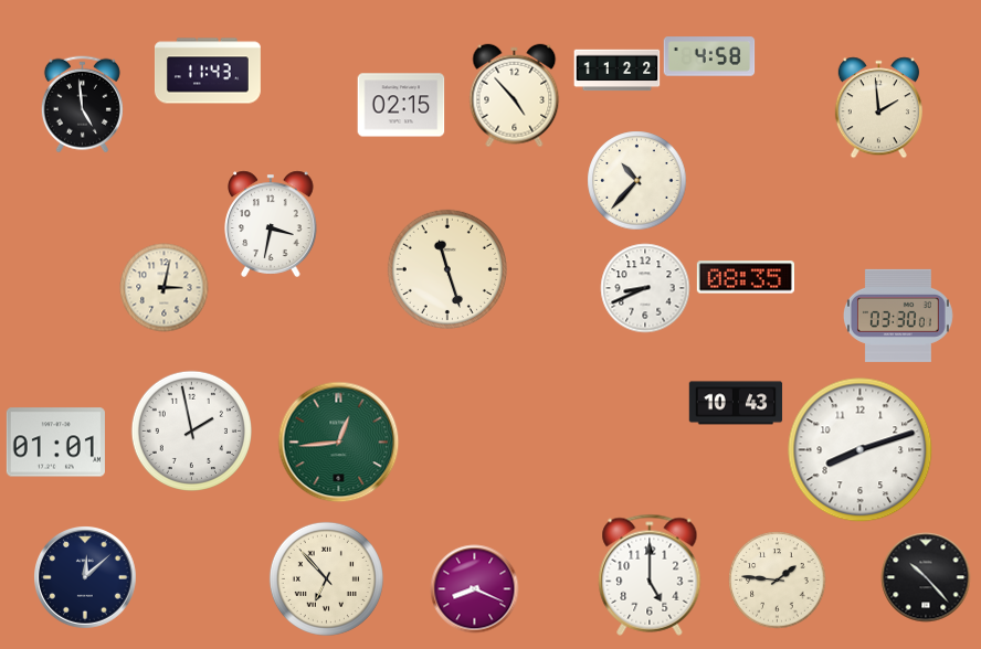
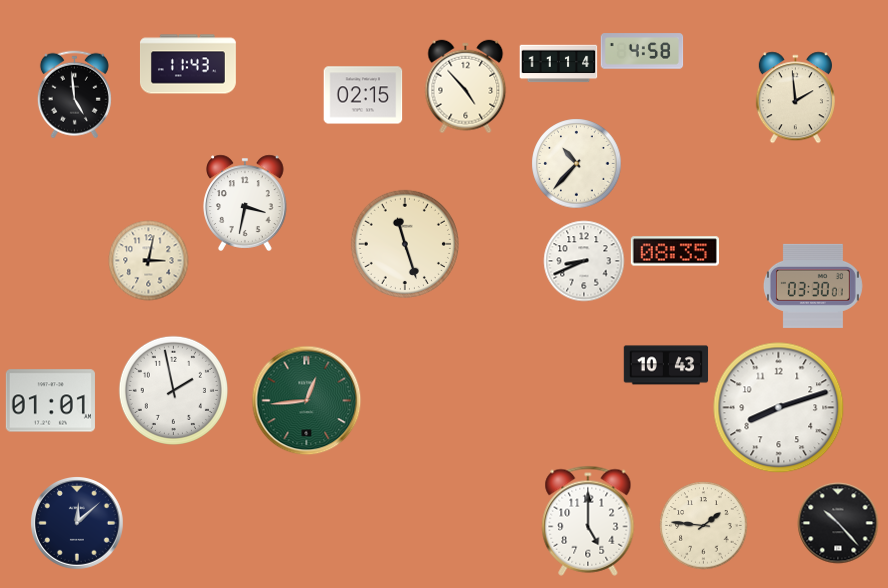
clock at (616, 71): 11:22 -> 11:14
clock at (326, 578): 6:53 -> none
clock at (474, 588): 8:19 -> none
